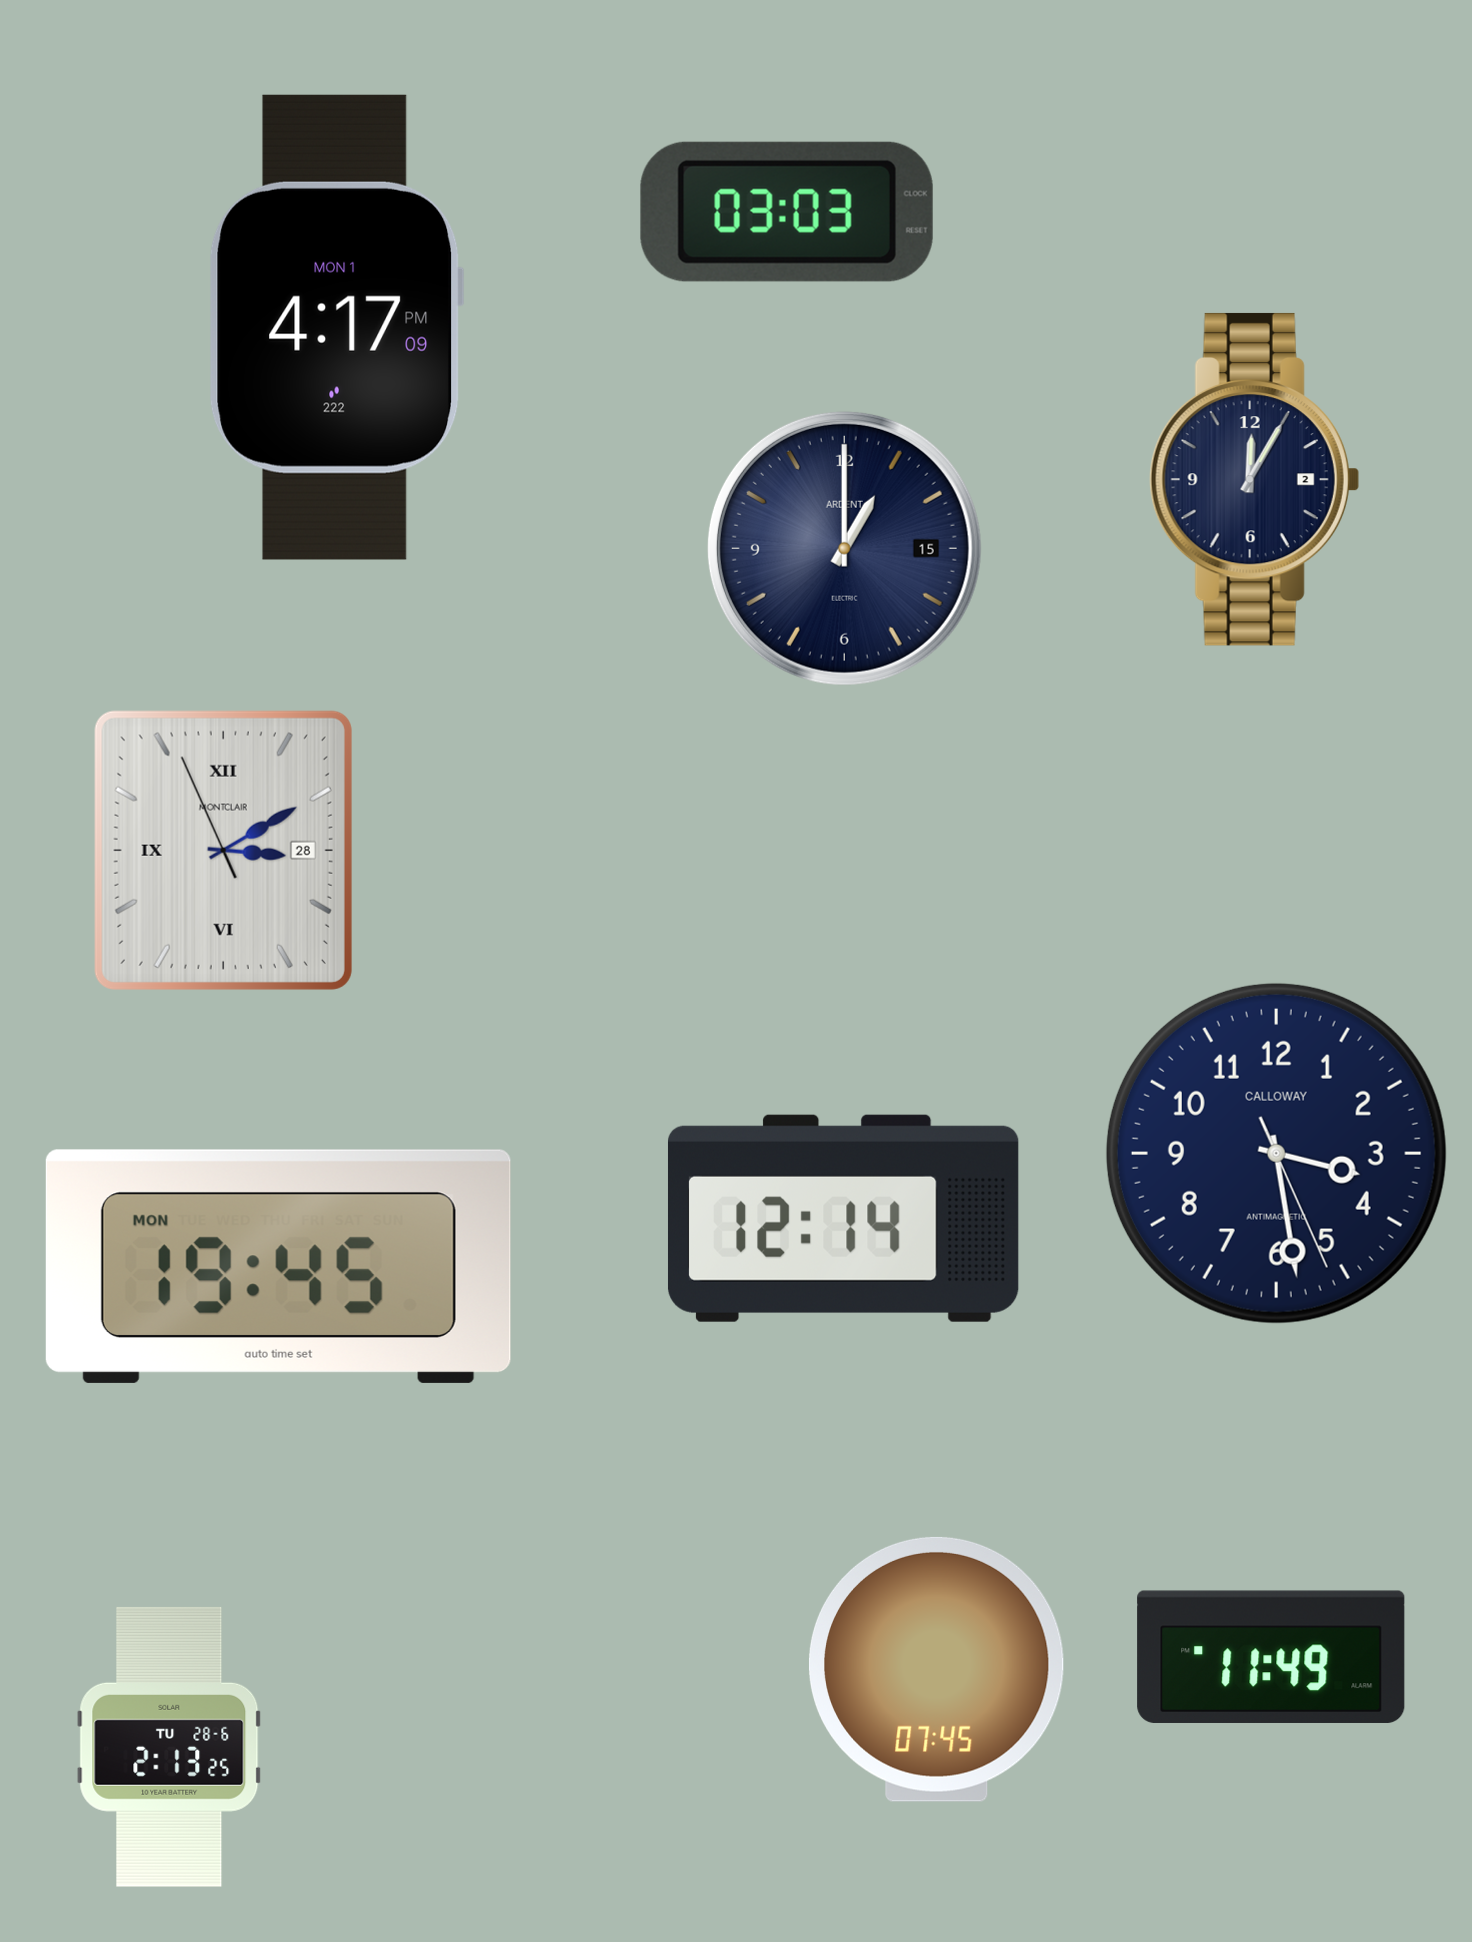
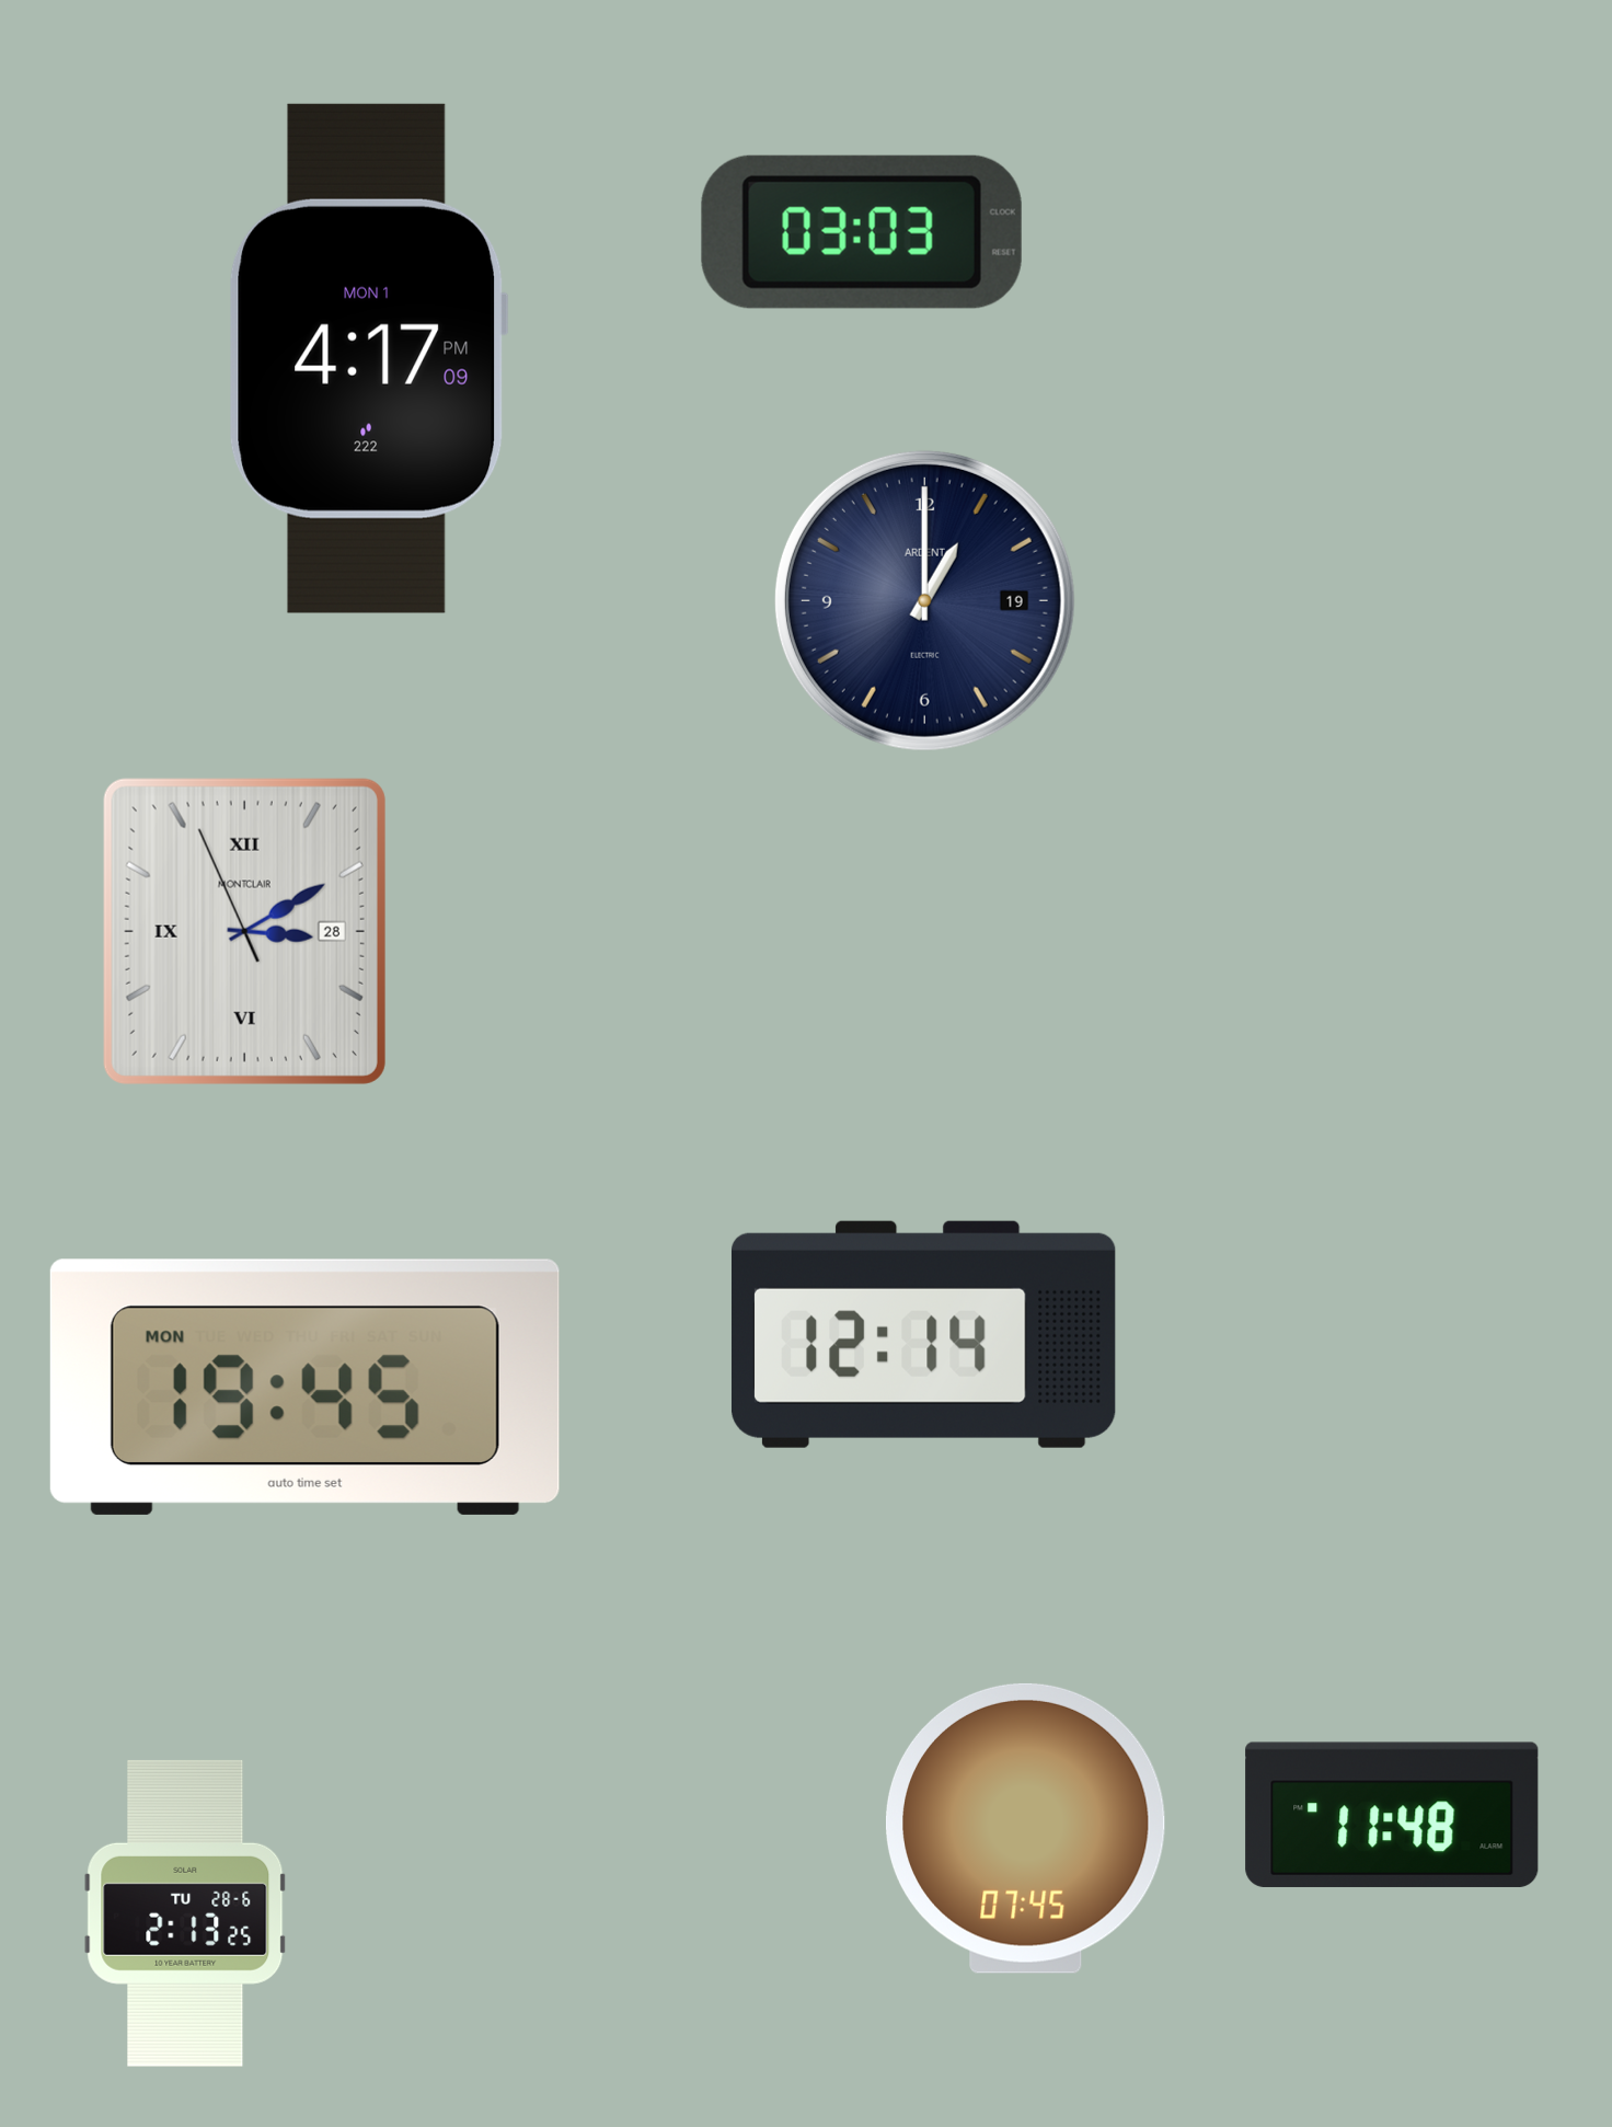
clock at (1254, 479): 12:05 -> none
clock at (844, 548) date: 15 -> 19
clock at (1276, 1153): 3:28 -> none
clock at (1271, 1657): 11:49 -> 11:48
